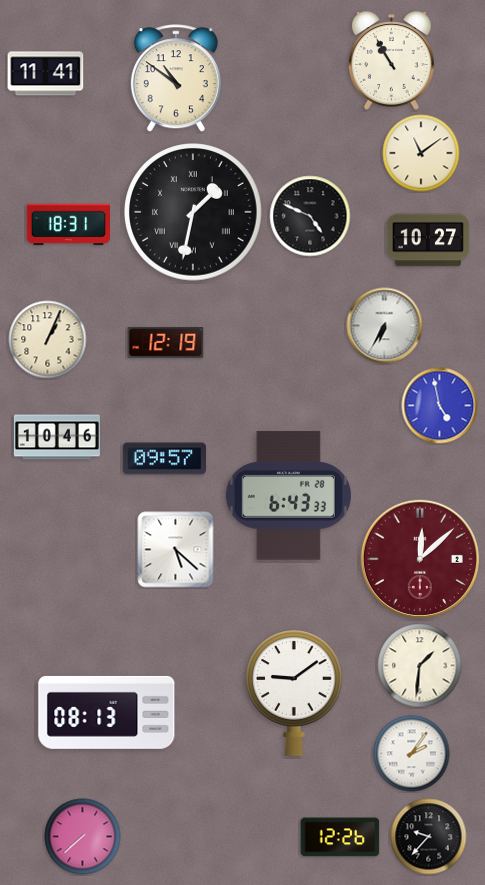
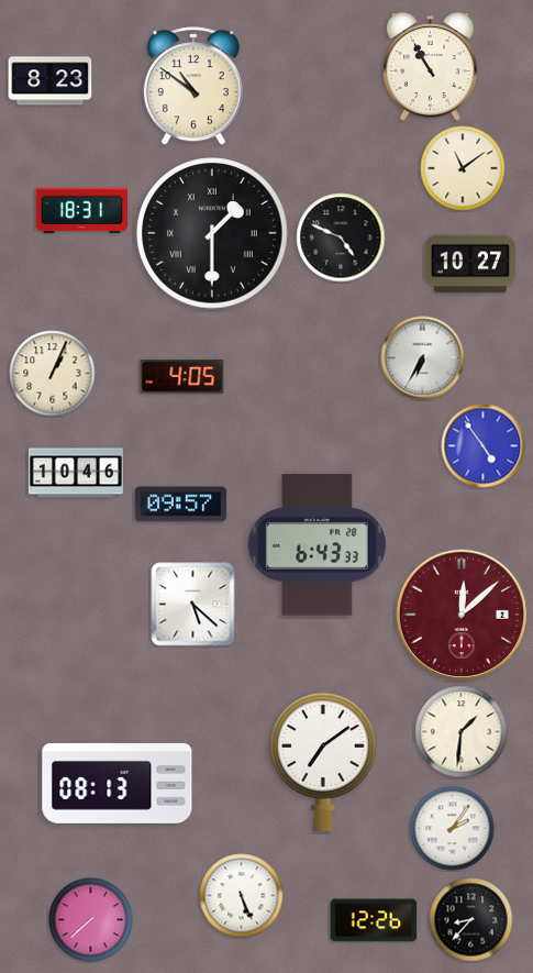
clock at (46, 74): 11:41 -> 8:23
clock at (193, 212): 1:32 -> 1:30
clock at (68, 225) position: (68, 225) -> (81, 211)
clock at (166, 343): 12:19 -> 4:05
clock at (440, 406): 4:58 -> 4:54
clock at (57, 437) position: (57, 437) -> (76, 473)
clock at (294, 693): 9:09 -> 7:09
clock at (242, 896): none -> 5:26
clock at (429, 837): 9:37 -> 8:37
